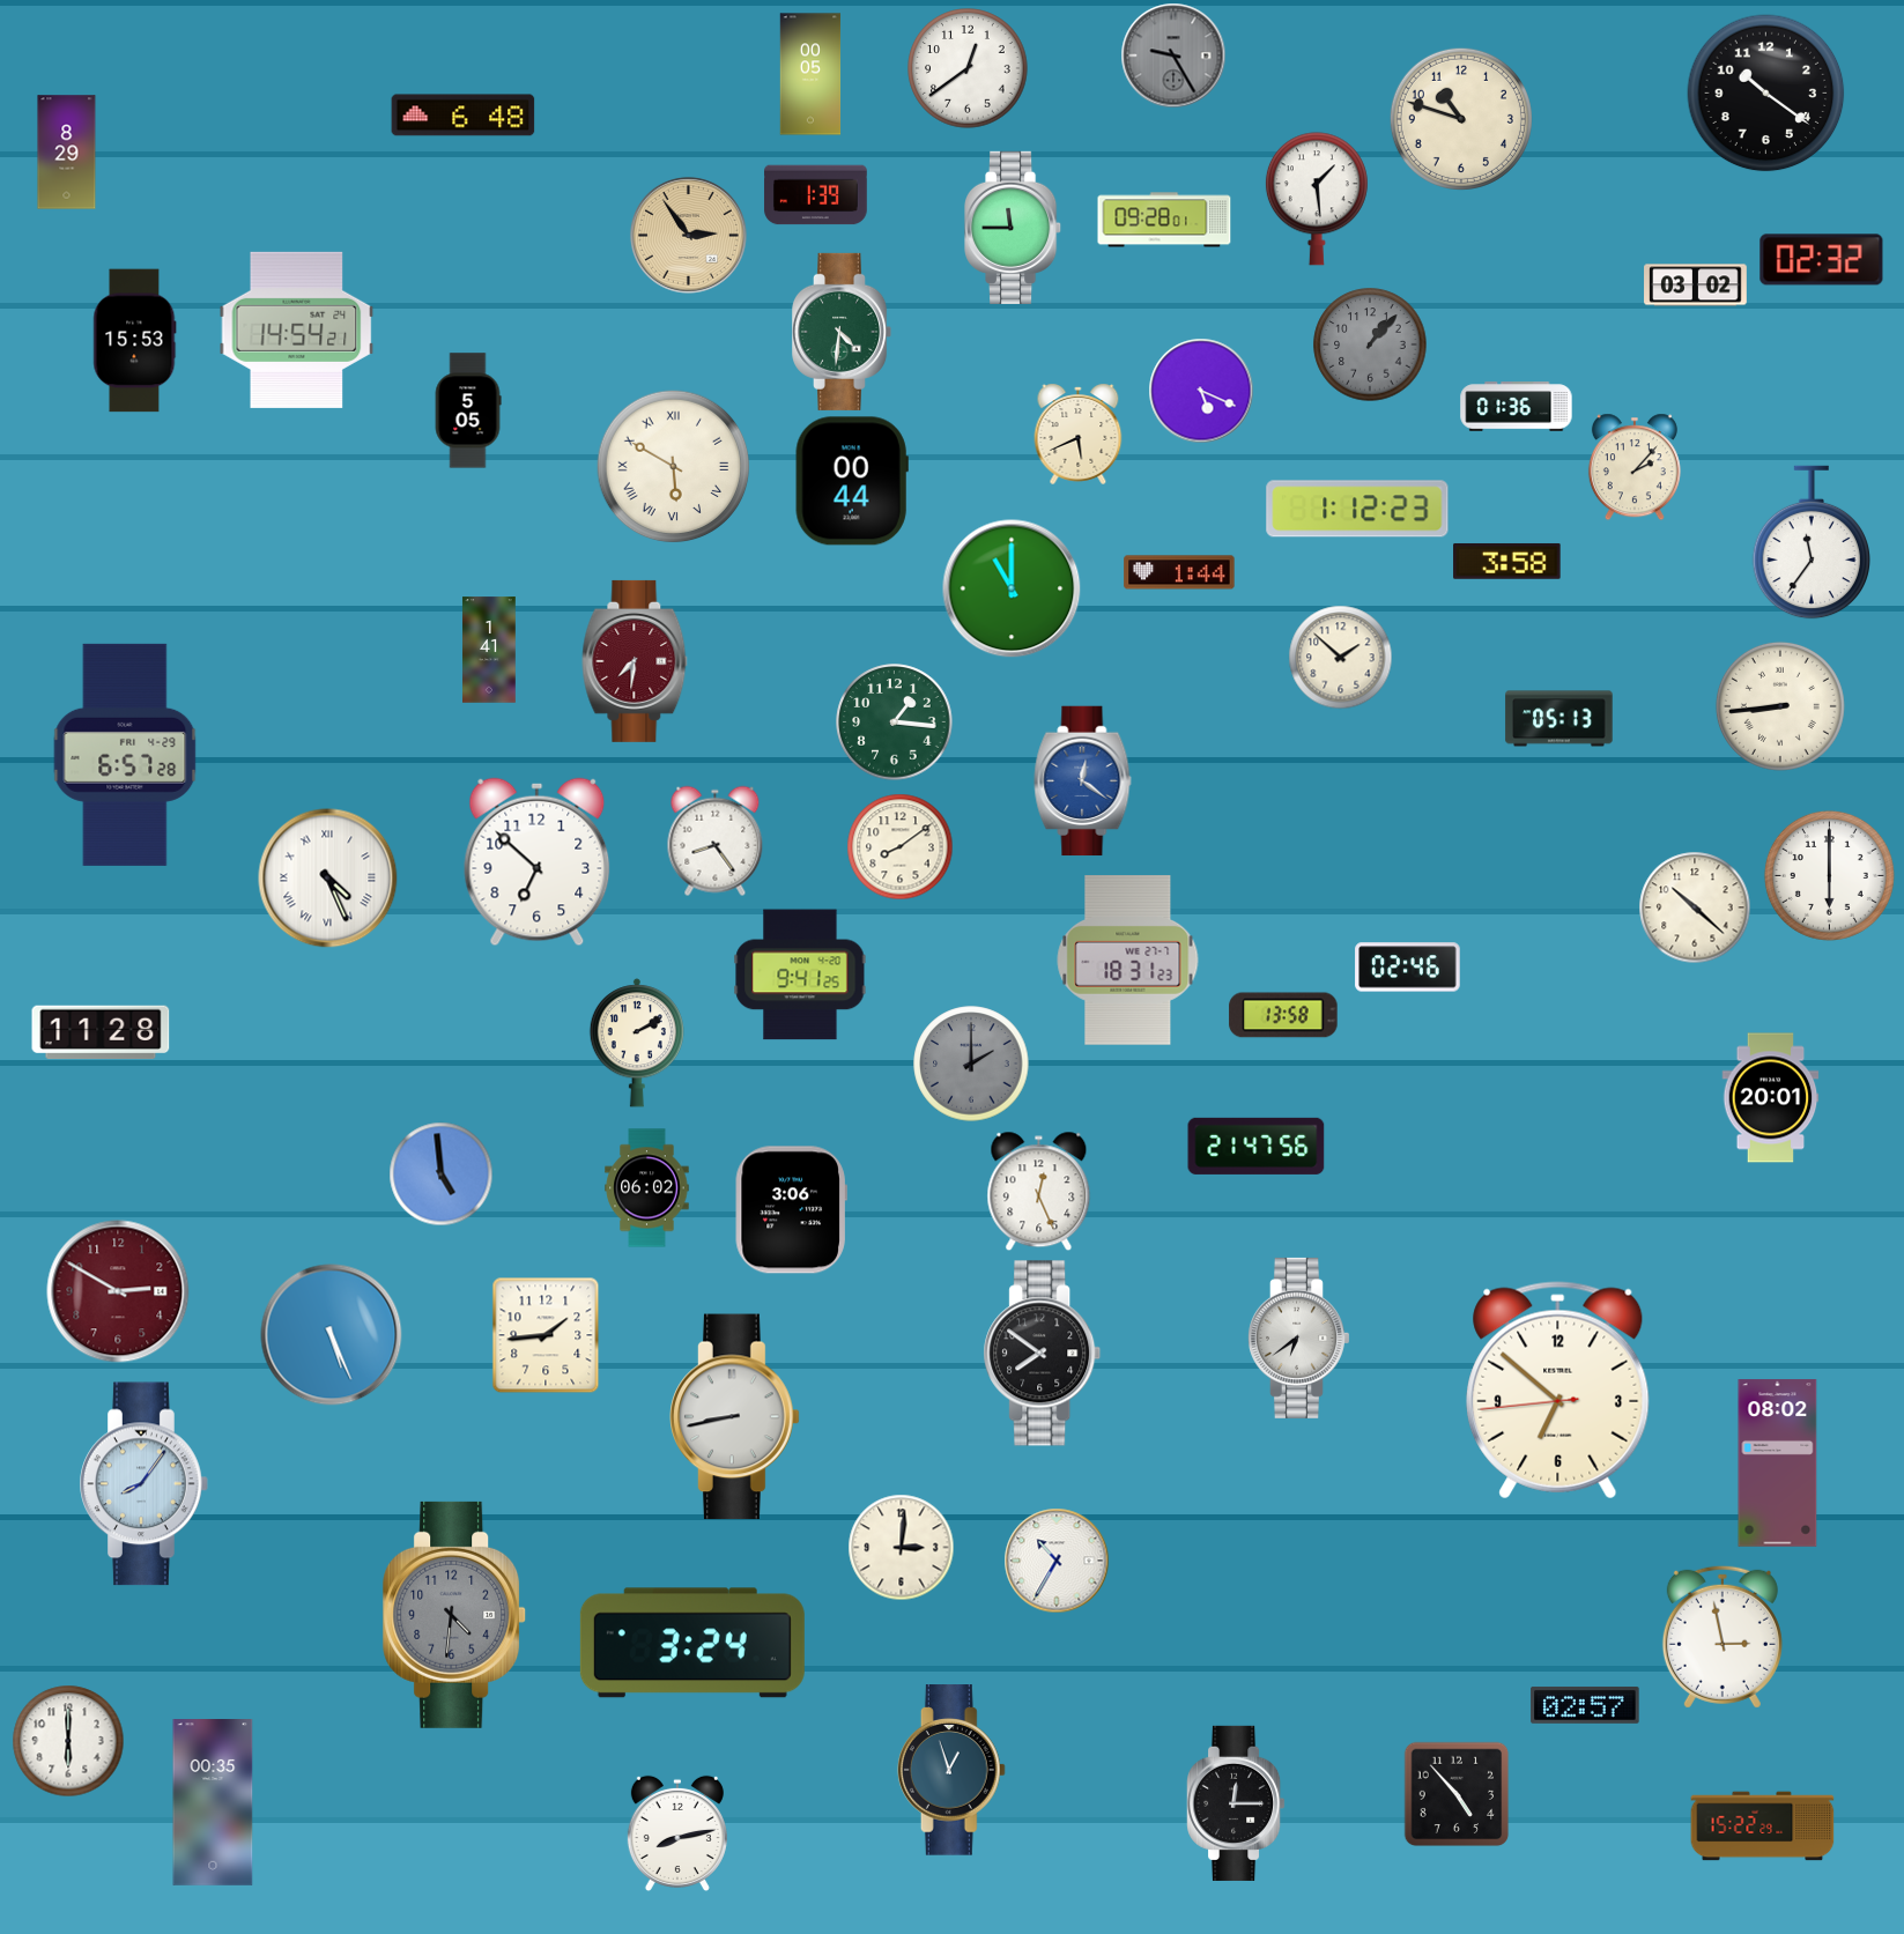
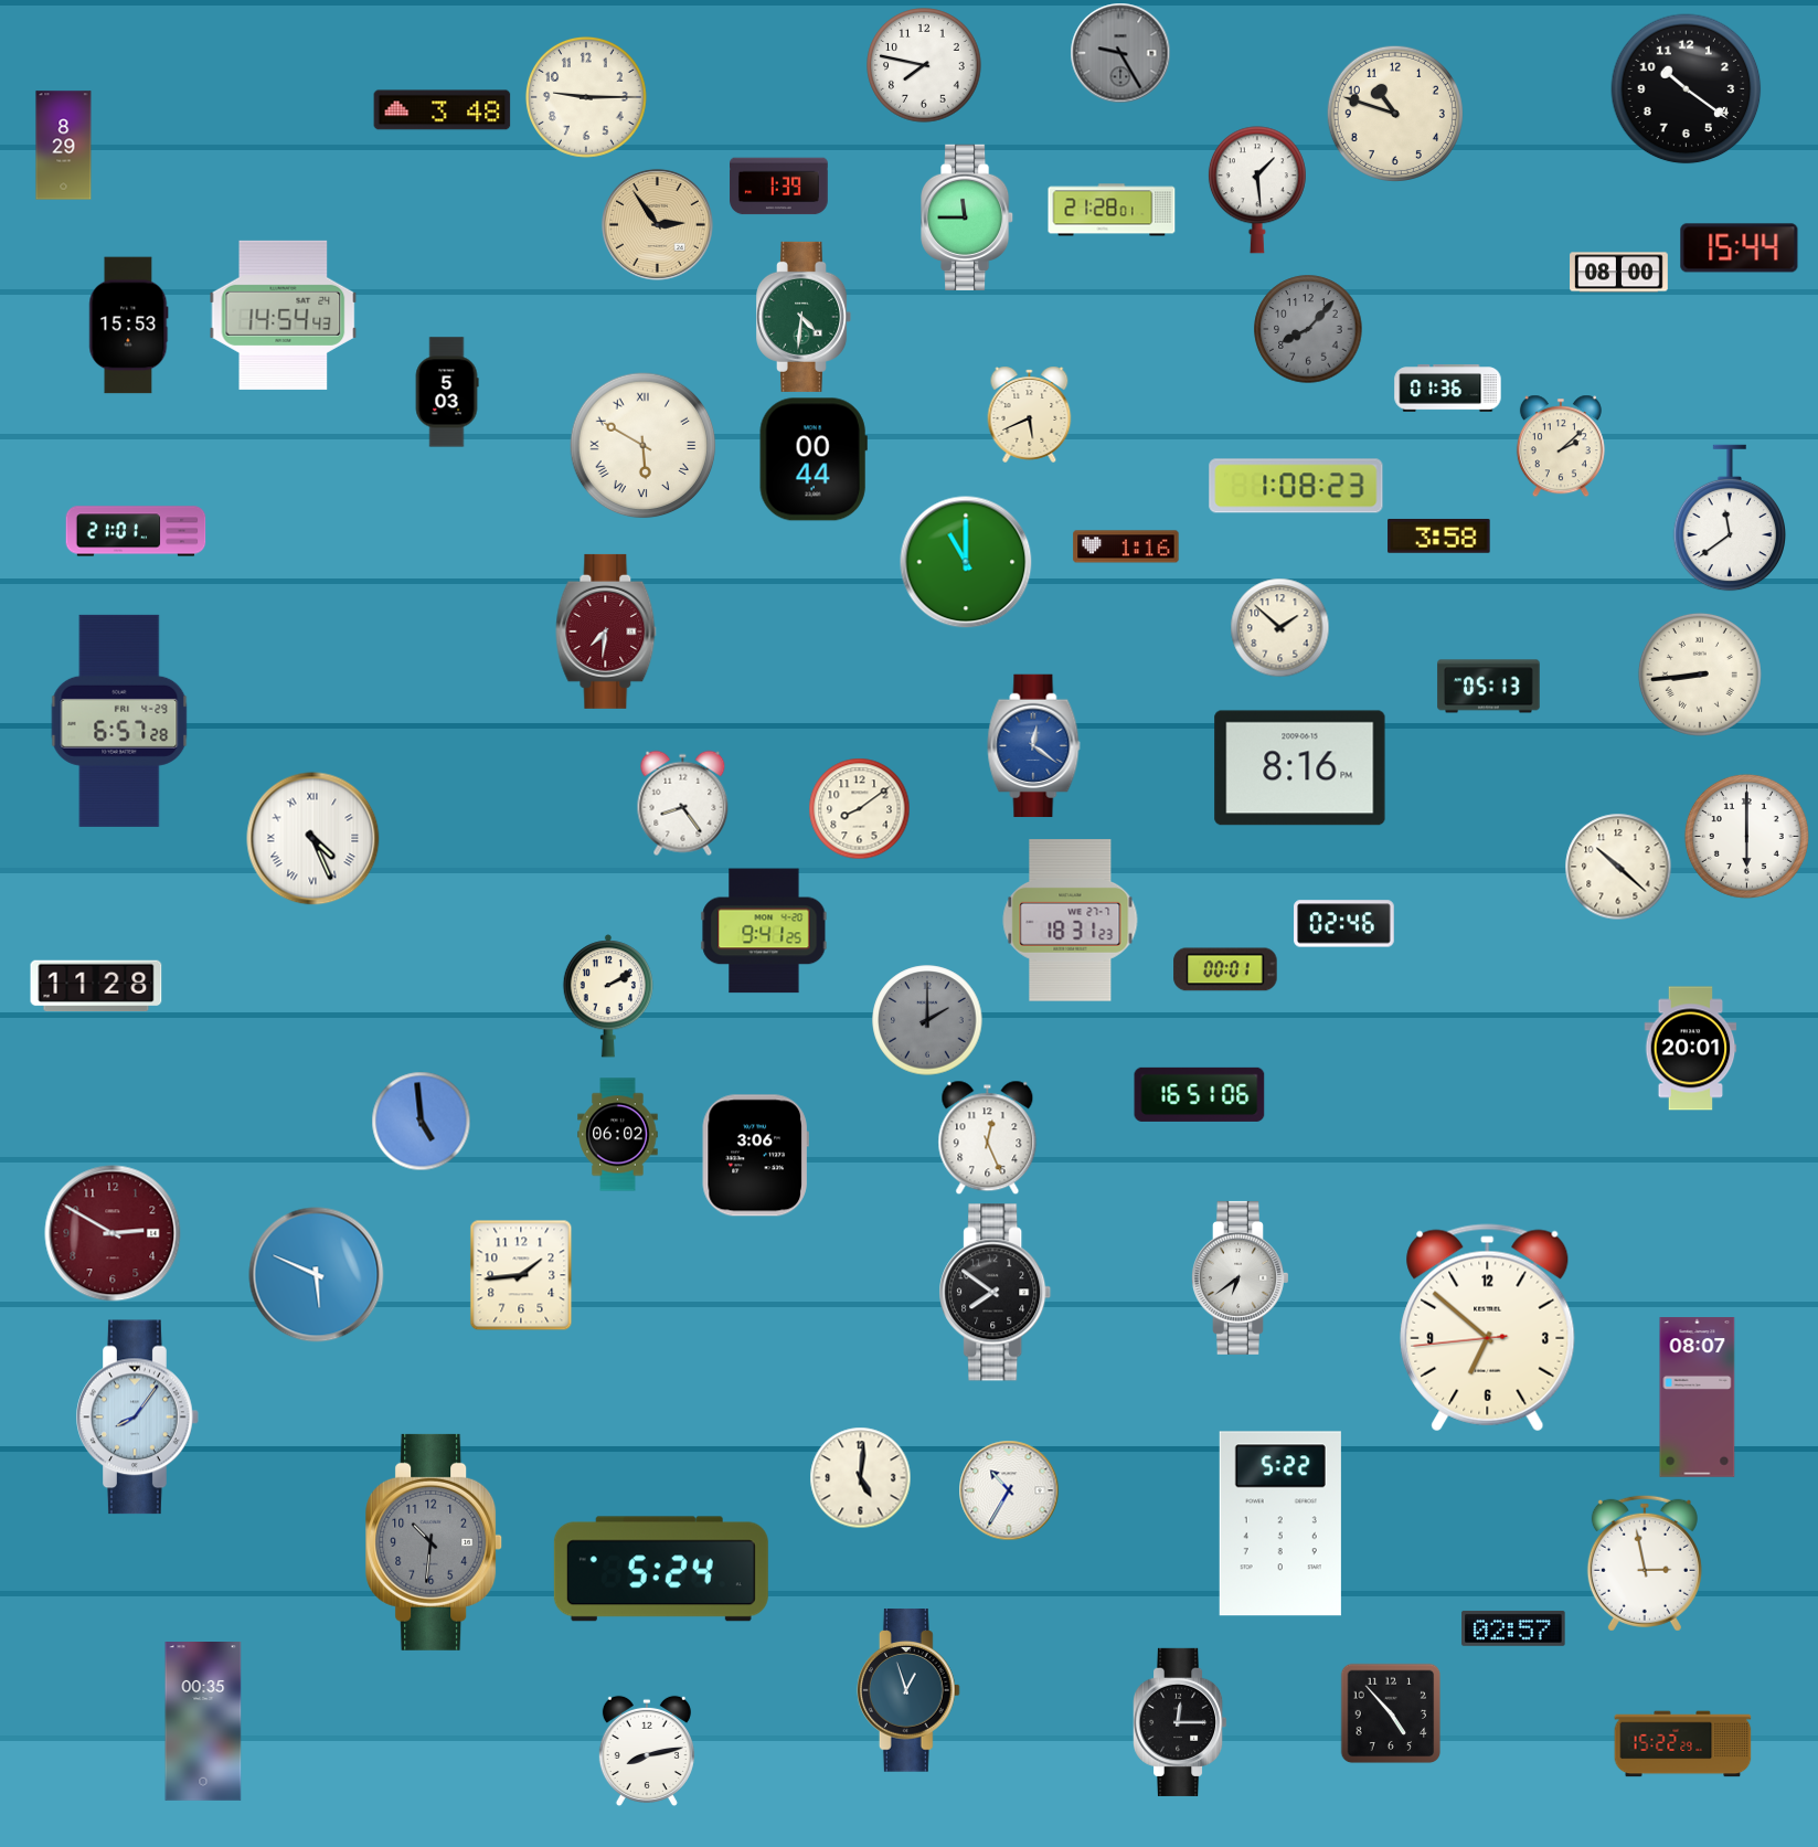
clock at (968, 68): 12:39 -> 7:47
clock at (810, 74): 00:05 -> none
clock at (586, 97): none -> 9:15
clock at (464, 116): 6:48 -> 3:48
clock at (1164, 220): 09:28 -> 21:28
clock at (1822, 260): 02:32 -> 15:44
clock at (1696, 286): 03:02 -> 08:00
clock at (297, 329): 14:54:21 -> 14:54:43
clock at (1370, 344): 1:07 -> 8:07
clock at (1201, 391): 5:19 -> none
clock at (468, 410): 5:05 -> 5:03
clock at (1635, 467): 2:07 -> 2:08
clock at (1357, 509): 1:12 -> 1:08
clock at (1812, 542): 11:36 -> 11:39
clock at (136, 531): none -> 21:01
clock at (1179, 572): 1:44 -> 1:16
clock at (489, 650): 1:41 -> none
clock at (895, 723): 1:16 -> none
clock at (1300, 768): none -> 8:16
clock at (538, 862): 6:52 -> none
clock at (1128, 961) position: (1128, 961) -> (1071, 921)
clock at (1283, 1015): 13:58 -> 00:01
clock at (971, 1064) position: (971, 1064) -> (927, 1020)
clock at (1257, 1146): 21:47 -> 16:51
clock at (1039, 1191) position: (1039, 1191) -> (988, 1137)
clock at (332, 1335): 5:26 -> 5:49
clock at (735, 1417): 8:43 -> none
clock at (1778, 1464): 08:02 -> 08:07
clock at (901, 1547): 3:01 -> 5:01
clock at (1280, 1524): none -> 5:22
clock at (455, 1615): 4:31 -> 10:31
clock at (692, 1643): 3:24 -> 5:24
clock at (68, 1741): 6:00 -> none
